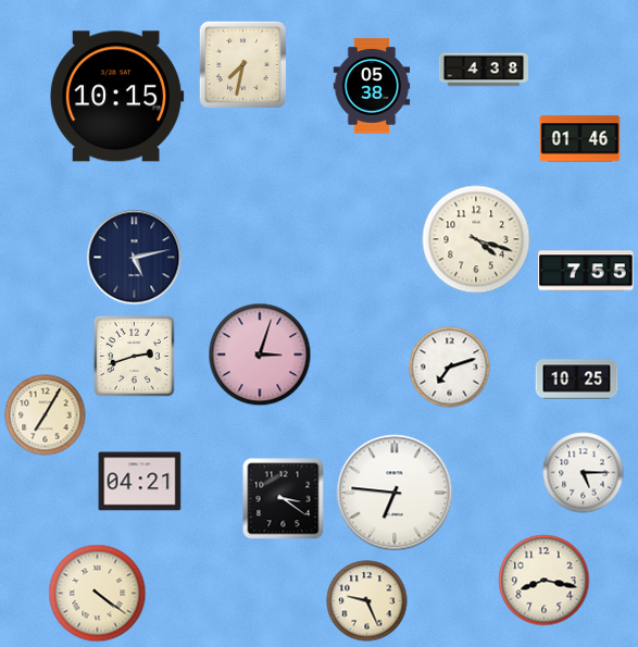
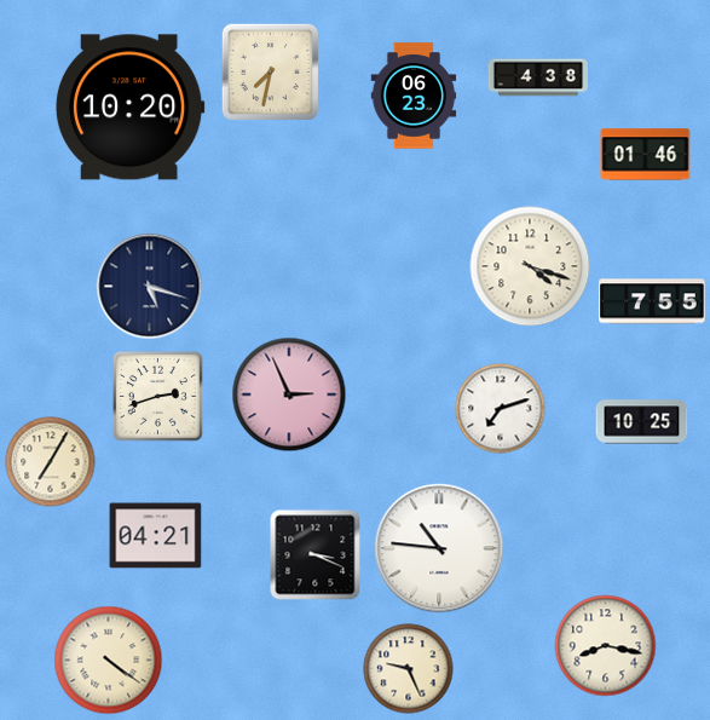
clock at (372, 86): 05:38 -> 06:23
clock at (116, 97): 10:15 -> 10:20
clock at (135, 258): 5:13 -> 5:18
clock at (260, 354): 3:03 -> 2:56
clock at (134, 356) position: (134, 356) -> (157, 396)
clock at (584, 473): 5:15 -> none
clock at (395, 493): 6:46 -> 10:46
clock at (284, 499): 3:21 -> 3:19
